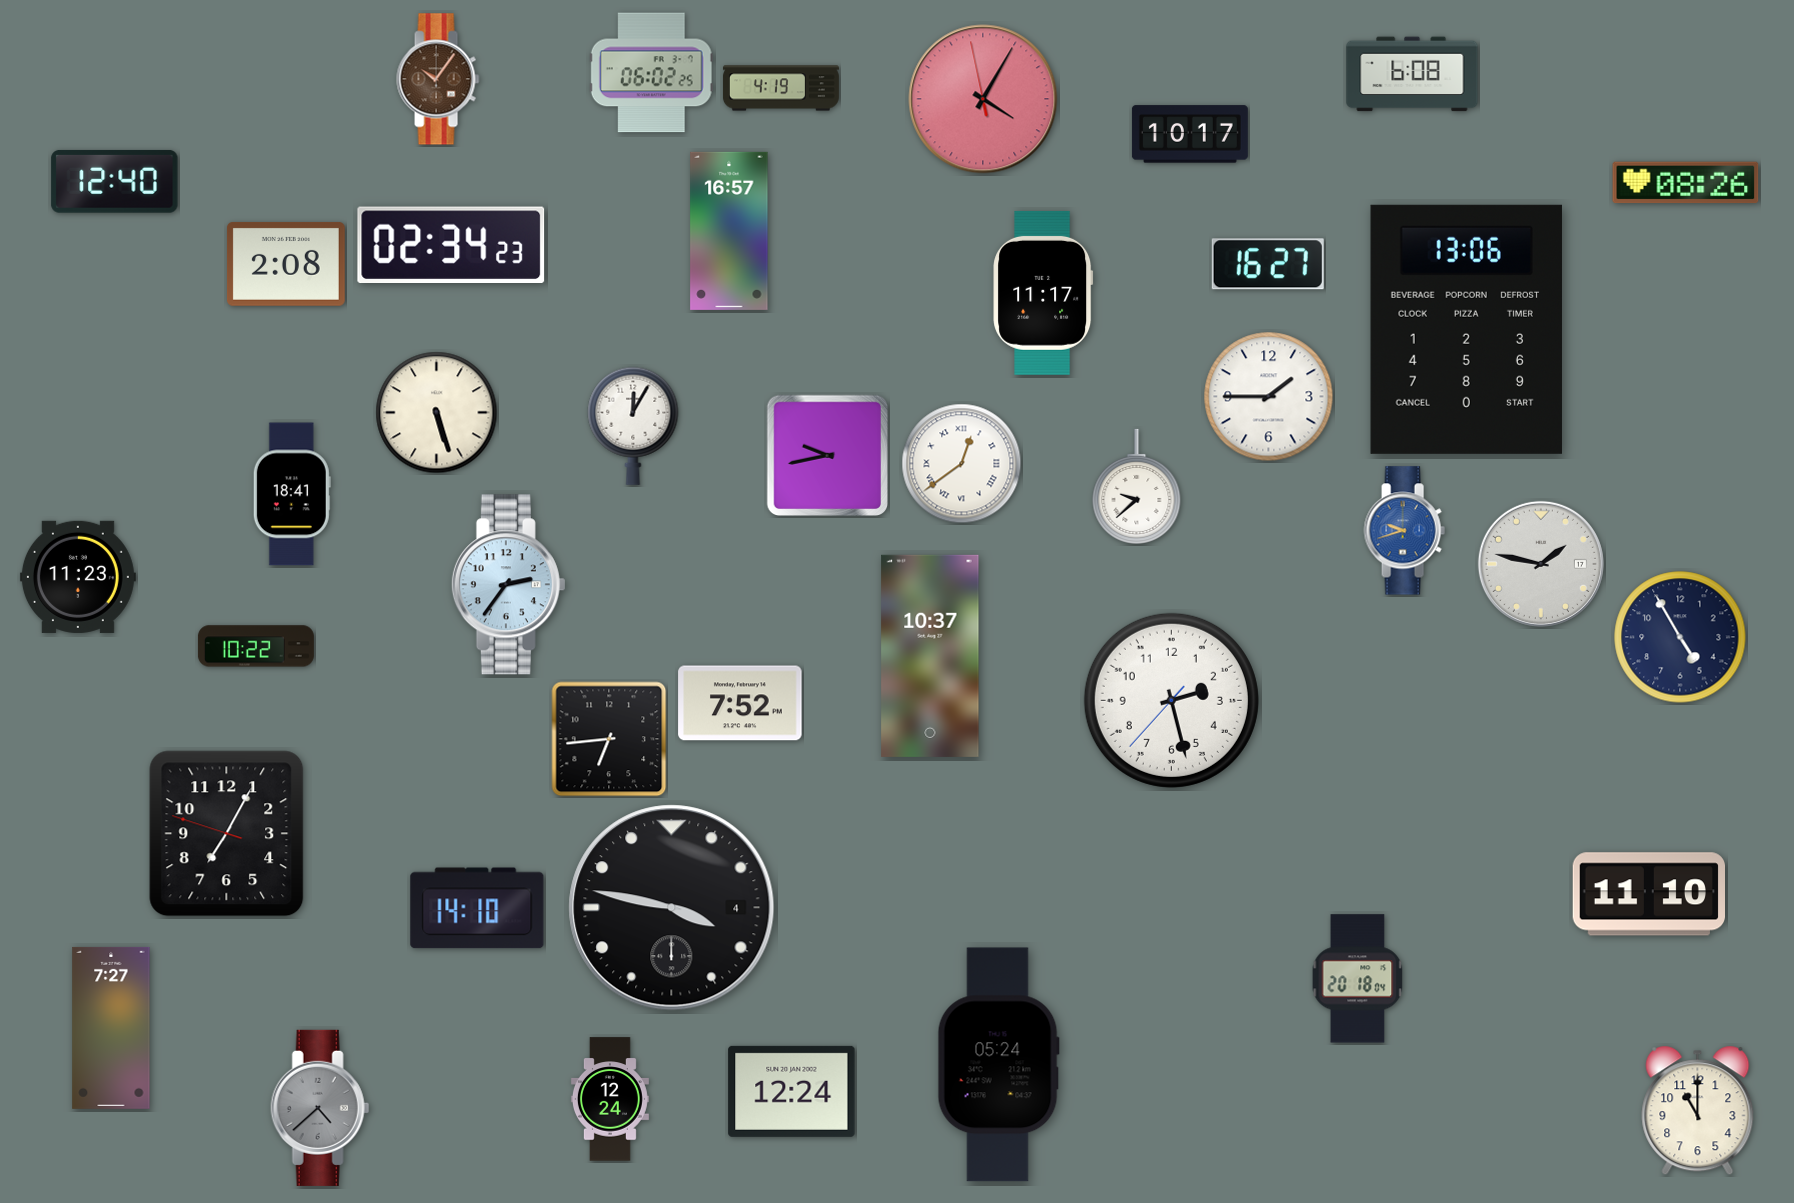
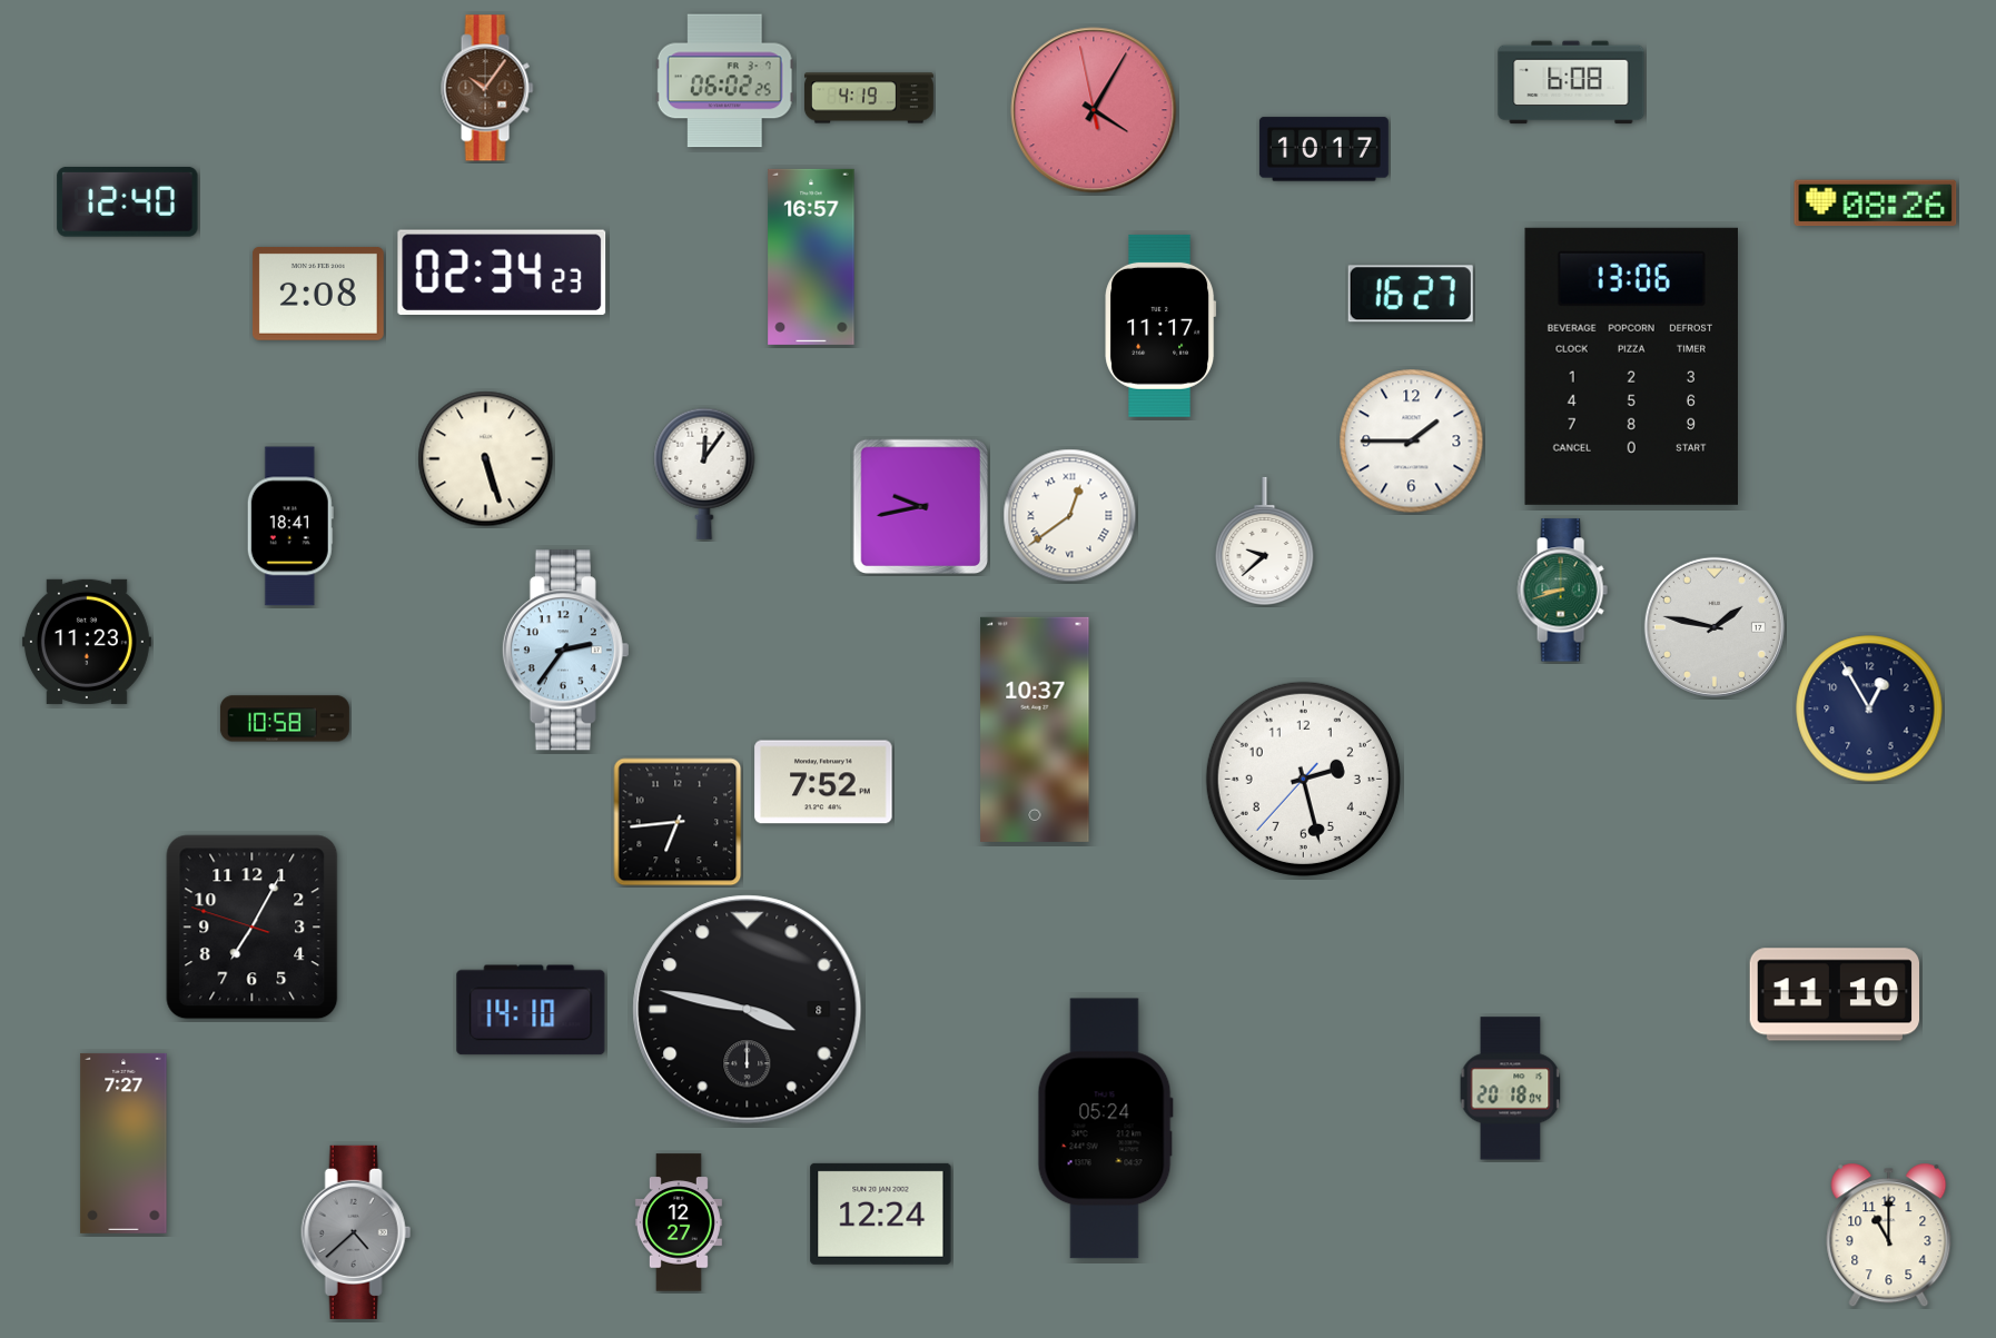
clock at (633, 426): 12:05 -> 12:06
clock at (292, 494) position: (292, 494) -> (290, 526)
clock at (1404, 531): 9:42 -> 8:42
clock at (1404, 531) dial: blue -> green
clock at (1680, 637): 4:55 -> 12:55
clock at (256, 646): 10:22 -> 10:58
clock at (672, 908) date: 4 -> 8
clock at (998, 1065) position: (998, 1065) -> (1105, 1129)
clock at (610, 1099): 12:24 -> 12:27
